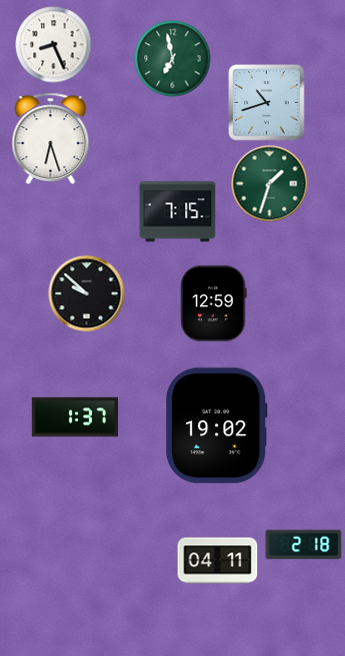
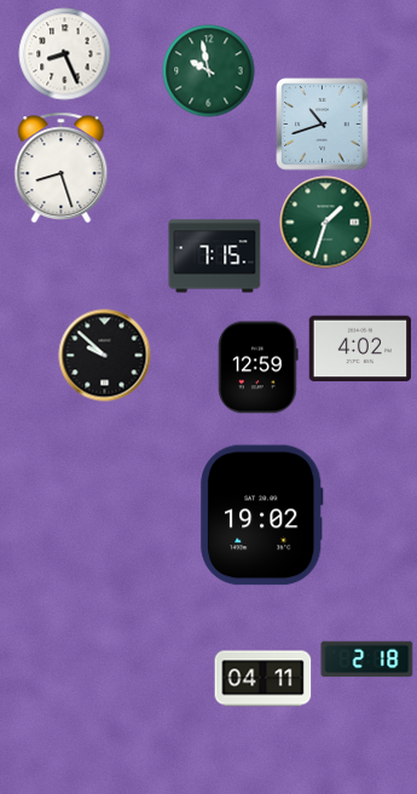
clock at (173, 59): 6:58 -> 9:58
clock at (51, 139): 6:27 -> 8:27
clock at (360, 349): none -> 4:02
clock at (74, 417): 1:37 -> none
